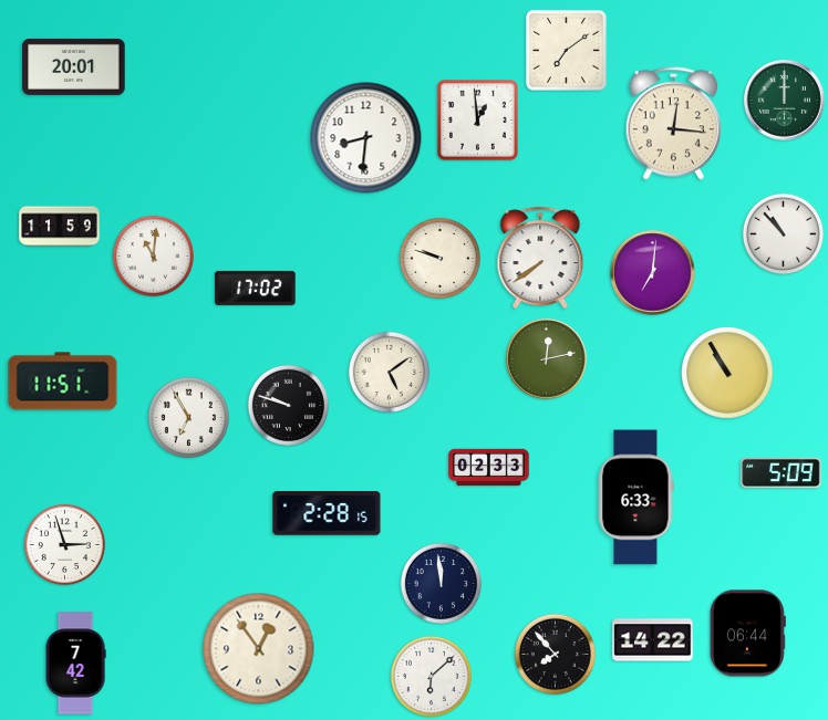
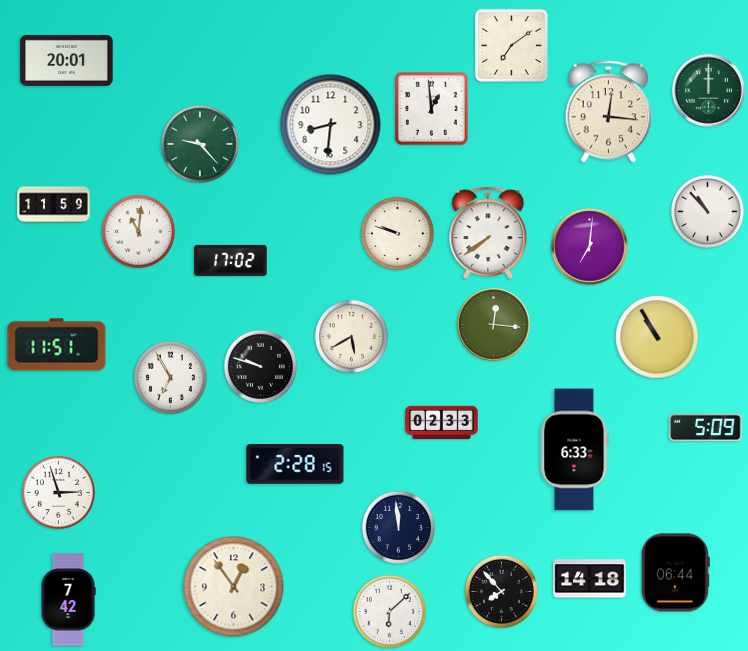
clock at (200, 144): none -> 9:23
clock at (547, 359): 12:13 -> 12:16
clock at (389, 372): 5:09 -> 5:40
clock at (653, 640): 14:22 -> 14:18
